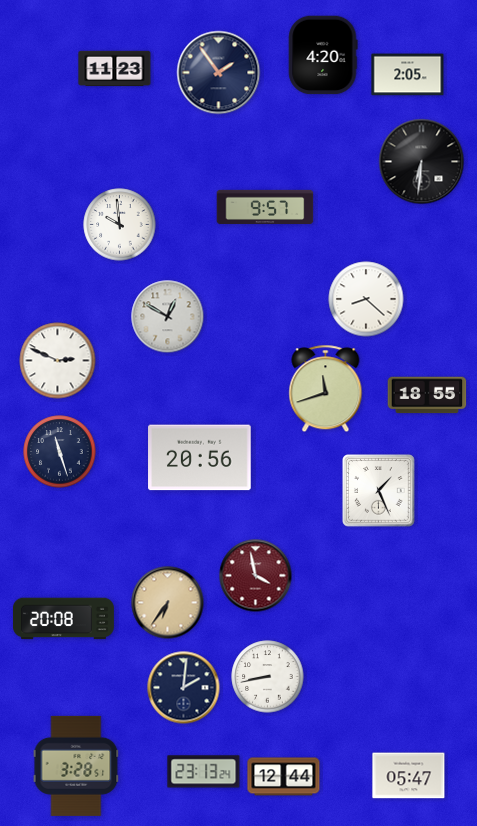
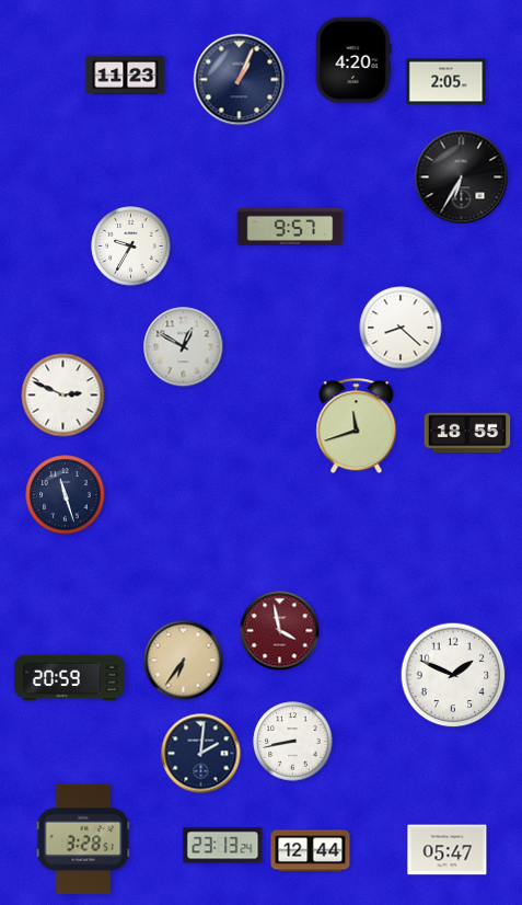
clock at (219, 73): 1:54 -> 1:04
clock at (422, 162): 6:31 -> 6:35
clock at (120, 225): 9:59 -> 9:35
clock at (200, 458): 20:56 -> none
clock at (379, 491): 1:26 -> none
clock at (453, 675): none -> 1:49
clock at (63, 619): 20:08 -> 20:59
